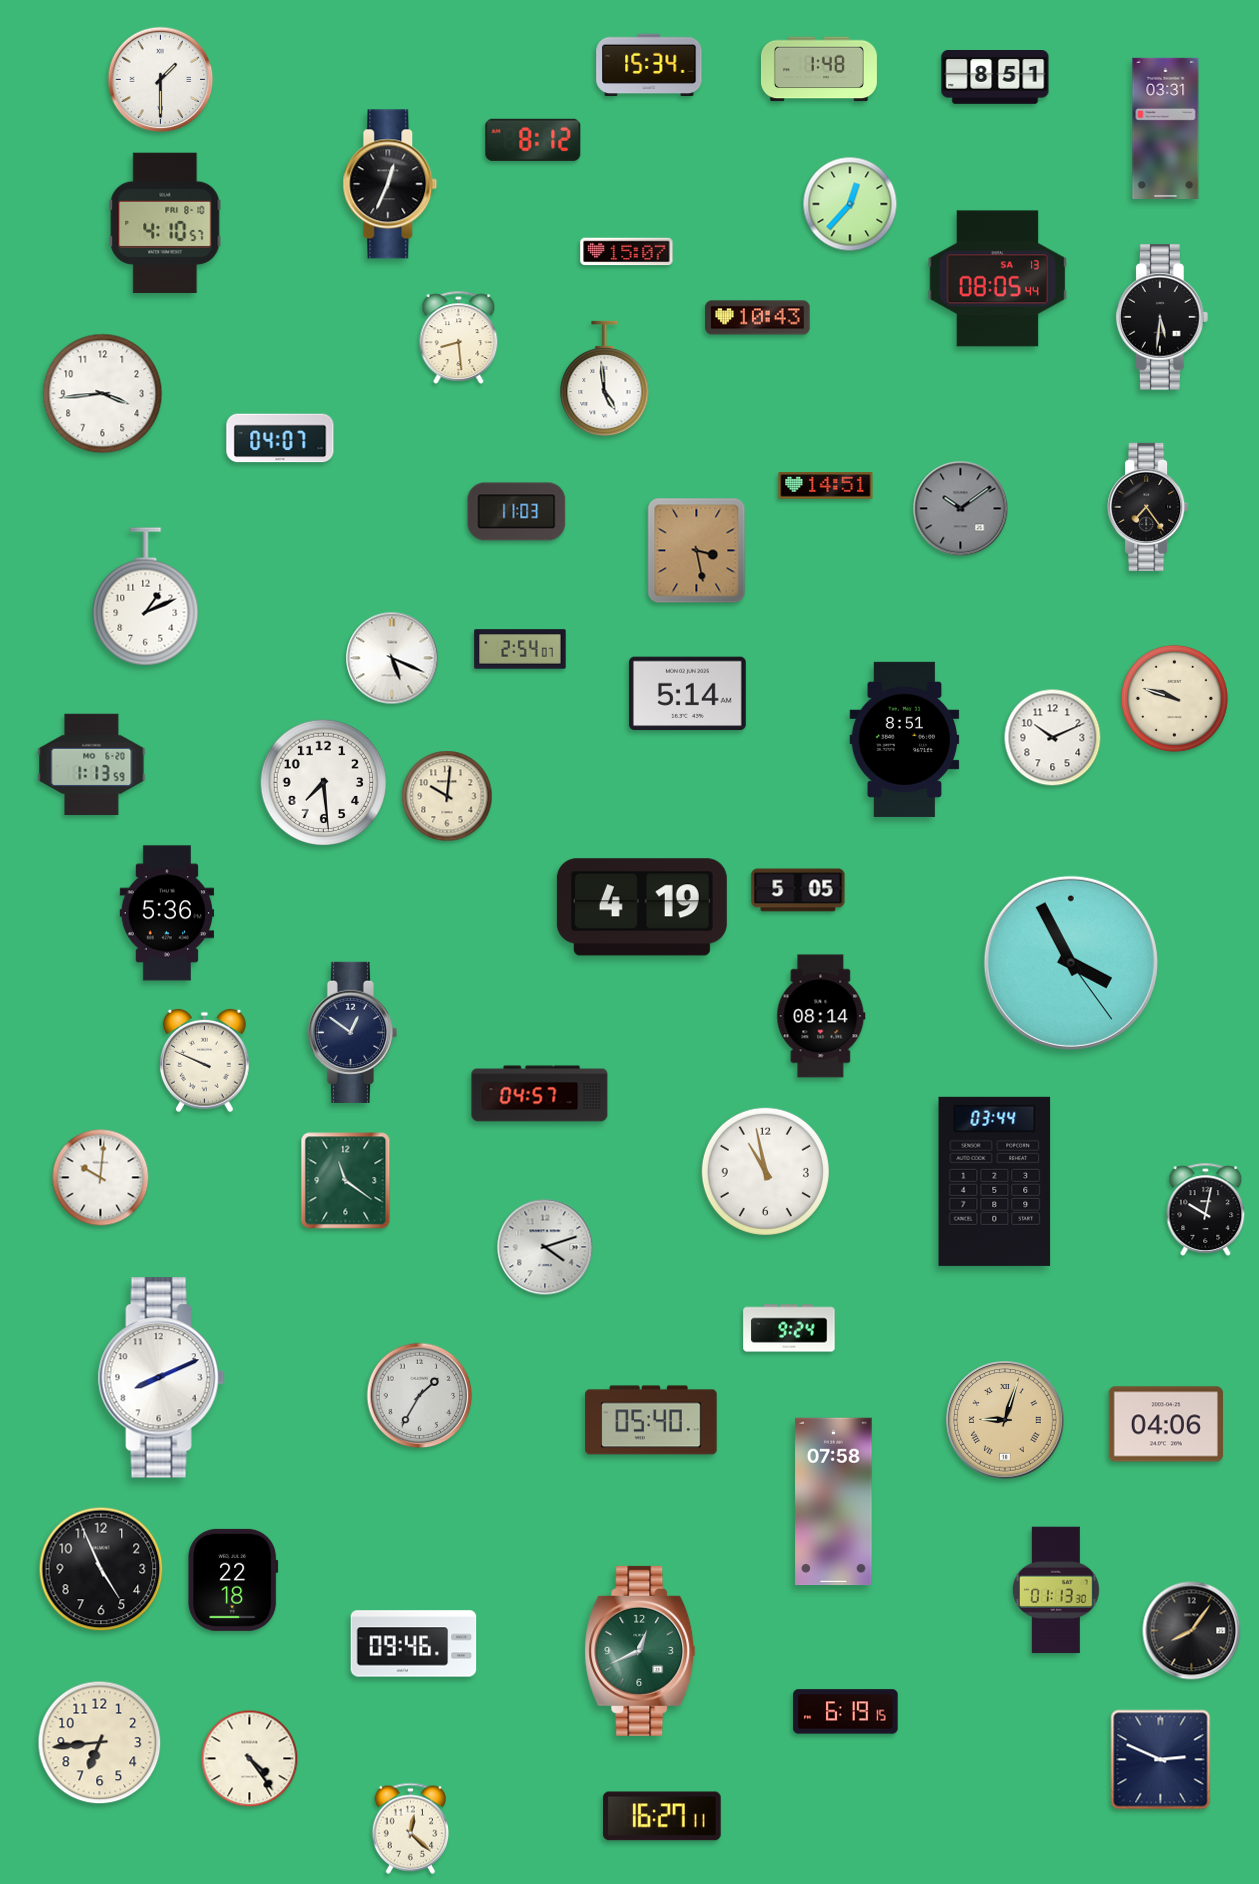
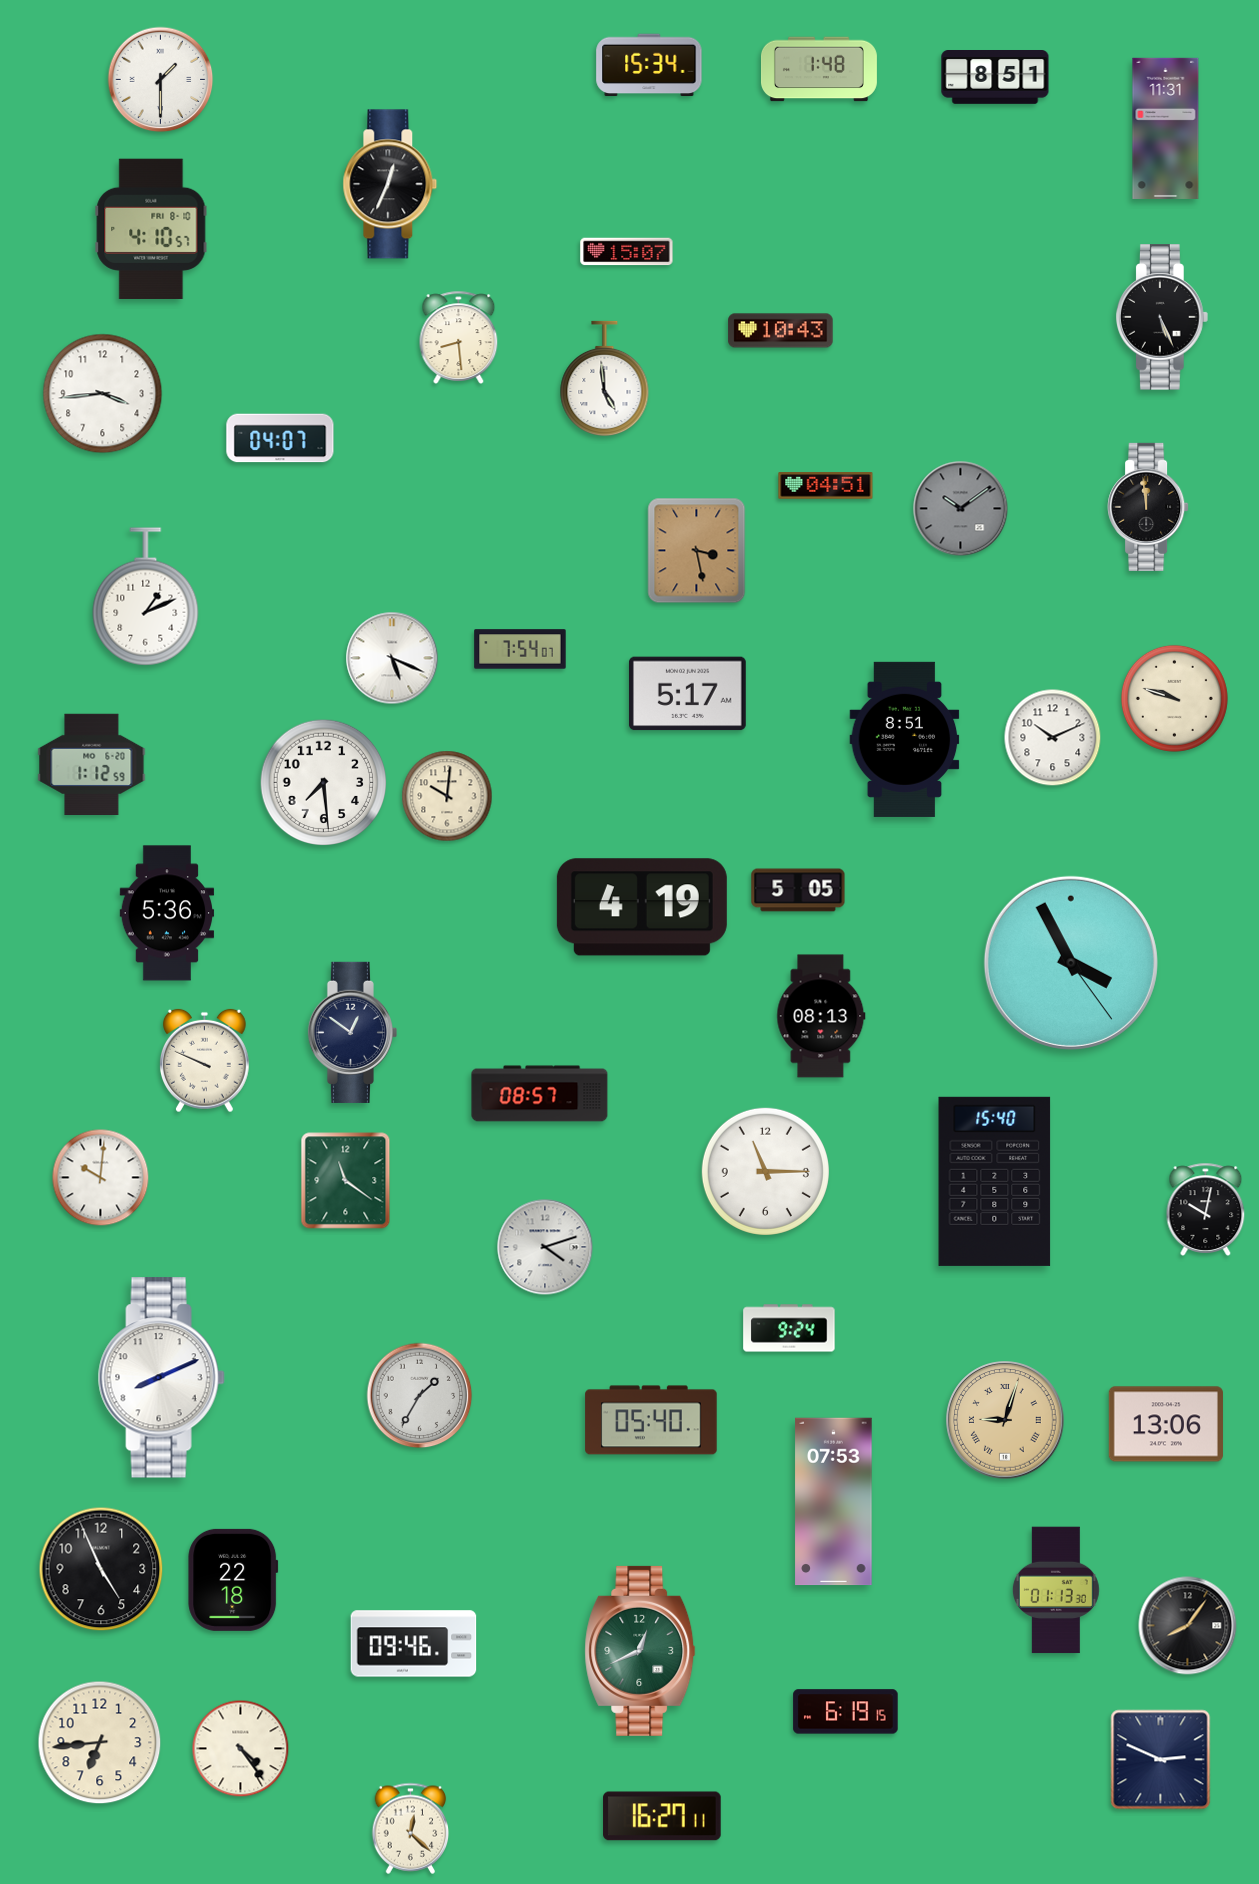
clock at (1166, 128): 03:31 -> 11:31
clock at (533, 140): 8:12 -> none
clock at (850, 204): 12:37 -> none
clock at (165, 222) position: (165, 222) -> (151, 228)
clock at (998, 279): 08:05 -> none
clock at (1163, 317): 5:31 -> 5:26
clock at (758, 318) position: (758, 318) -> (781, 331)
clock at (826, 486): 14:51 -> 04:51
clock at (1148, 507): 7:24 -> 11:59
clock at (517, 512): 11:03 -> none
clock at (520, 649): 2:54 -> 7:54
clock at (687, 694): 5:14 -> 5:17
clock at (92, 764): 1:13 -> 1:12
clock at (821, 1016): 08:14 -> 08:13
clock at (540, 1094): 04:57 -> 08:57
clock at (765, 1171): 10:58 -> 11:15
clock at (995, 1181): 03:44 -> 15:40
clock at (1166, 1424): 04:06 -> 13:06
clock at (834, 1502): 07:58 -> 07:53
clock at (1192, 1631) position: (1192, 1631) -> (1188, 1626)
clock at (250, 1759) position: (250, 1759) -> (241, 1749)
